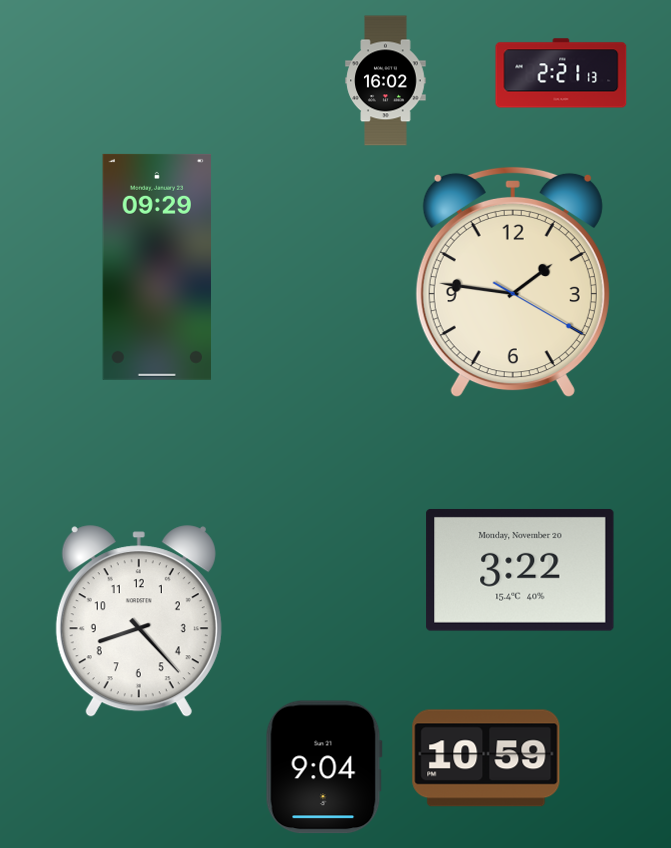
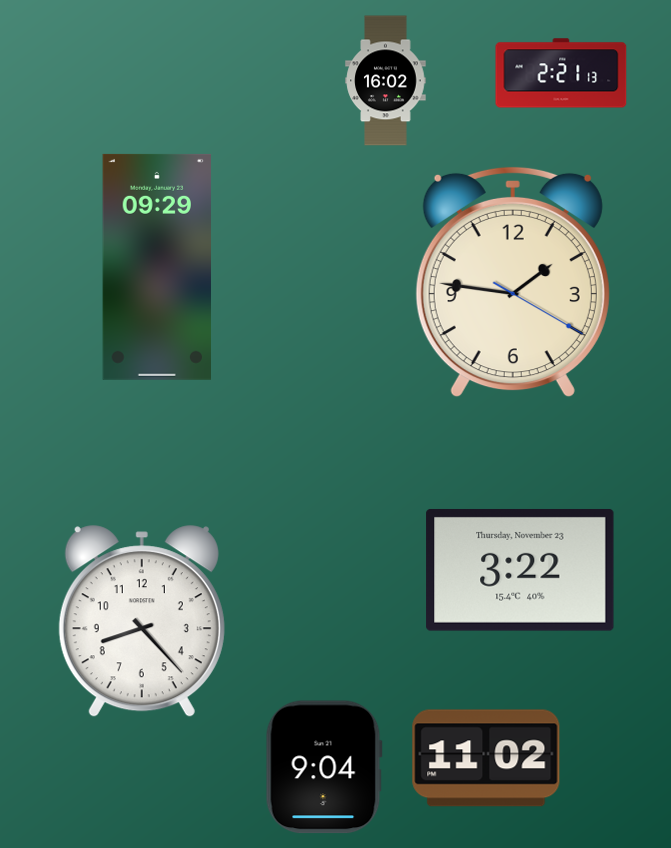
clock at (520, 570) date: Monday, November 20 -> Thursday, November 23
clock at (139, 622) position: (139, 622) -> (142, 622)
clock at (486, 758): 10:59 -> 11:02
